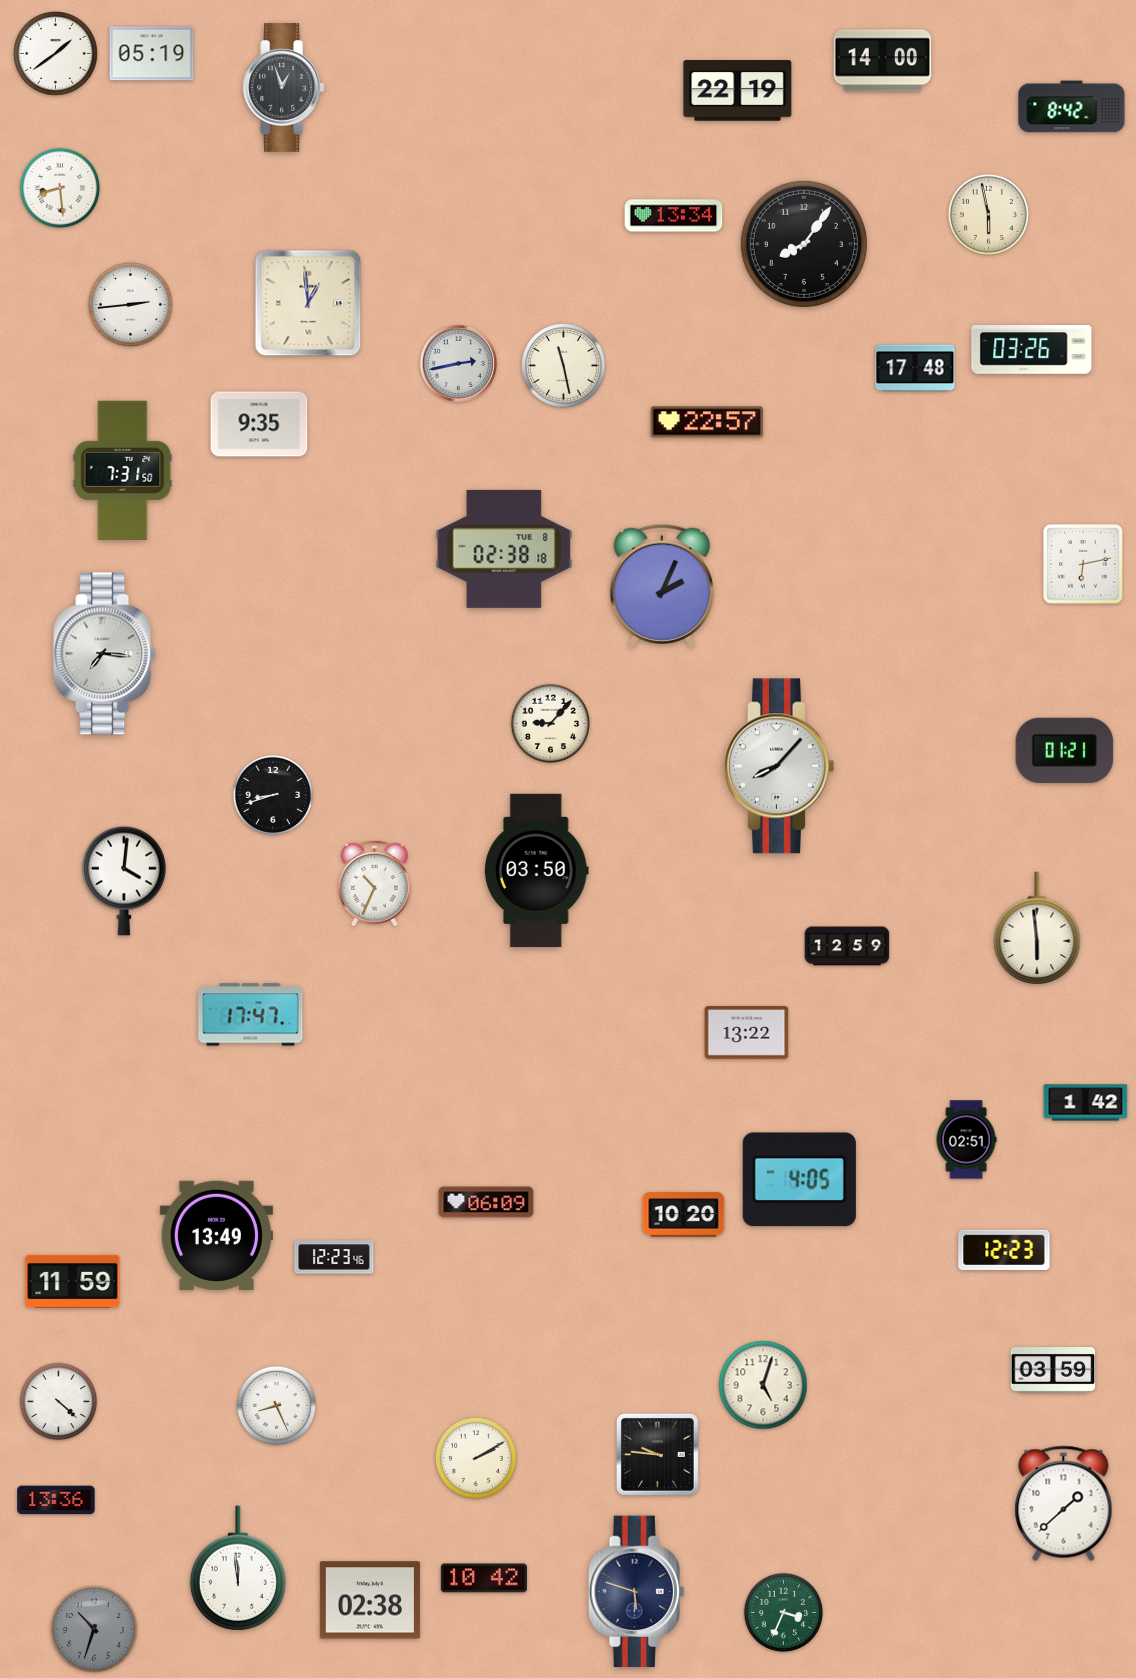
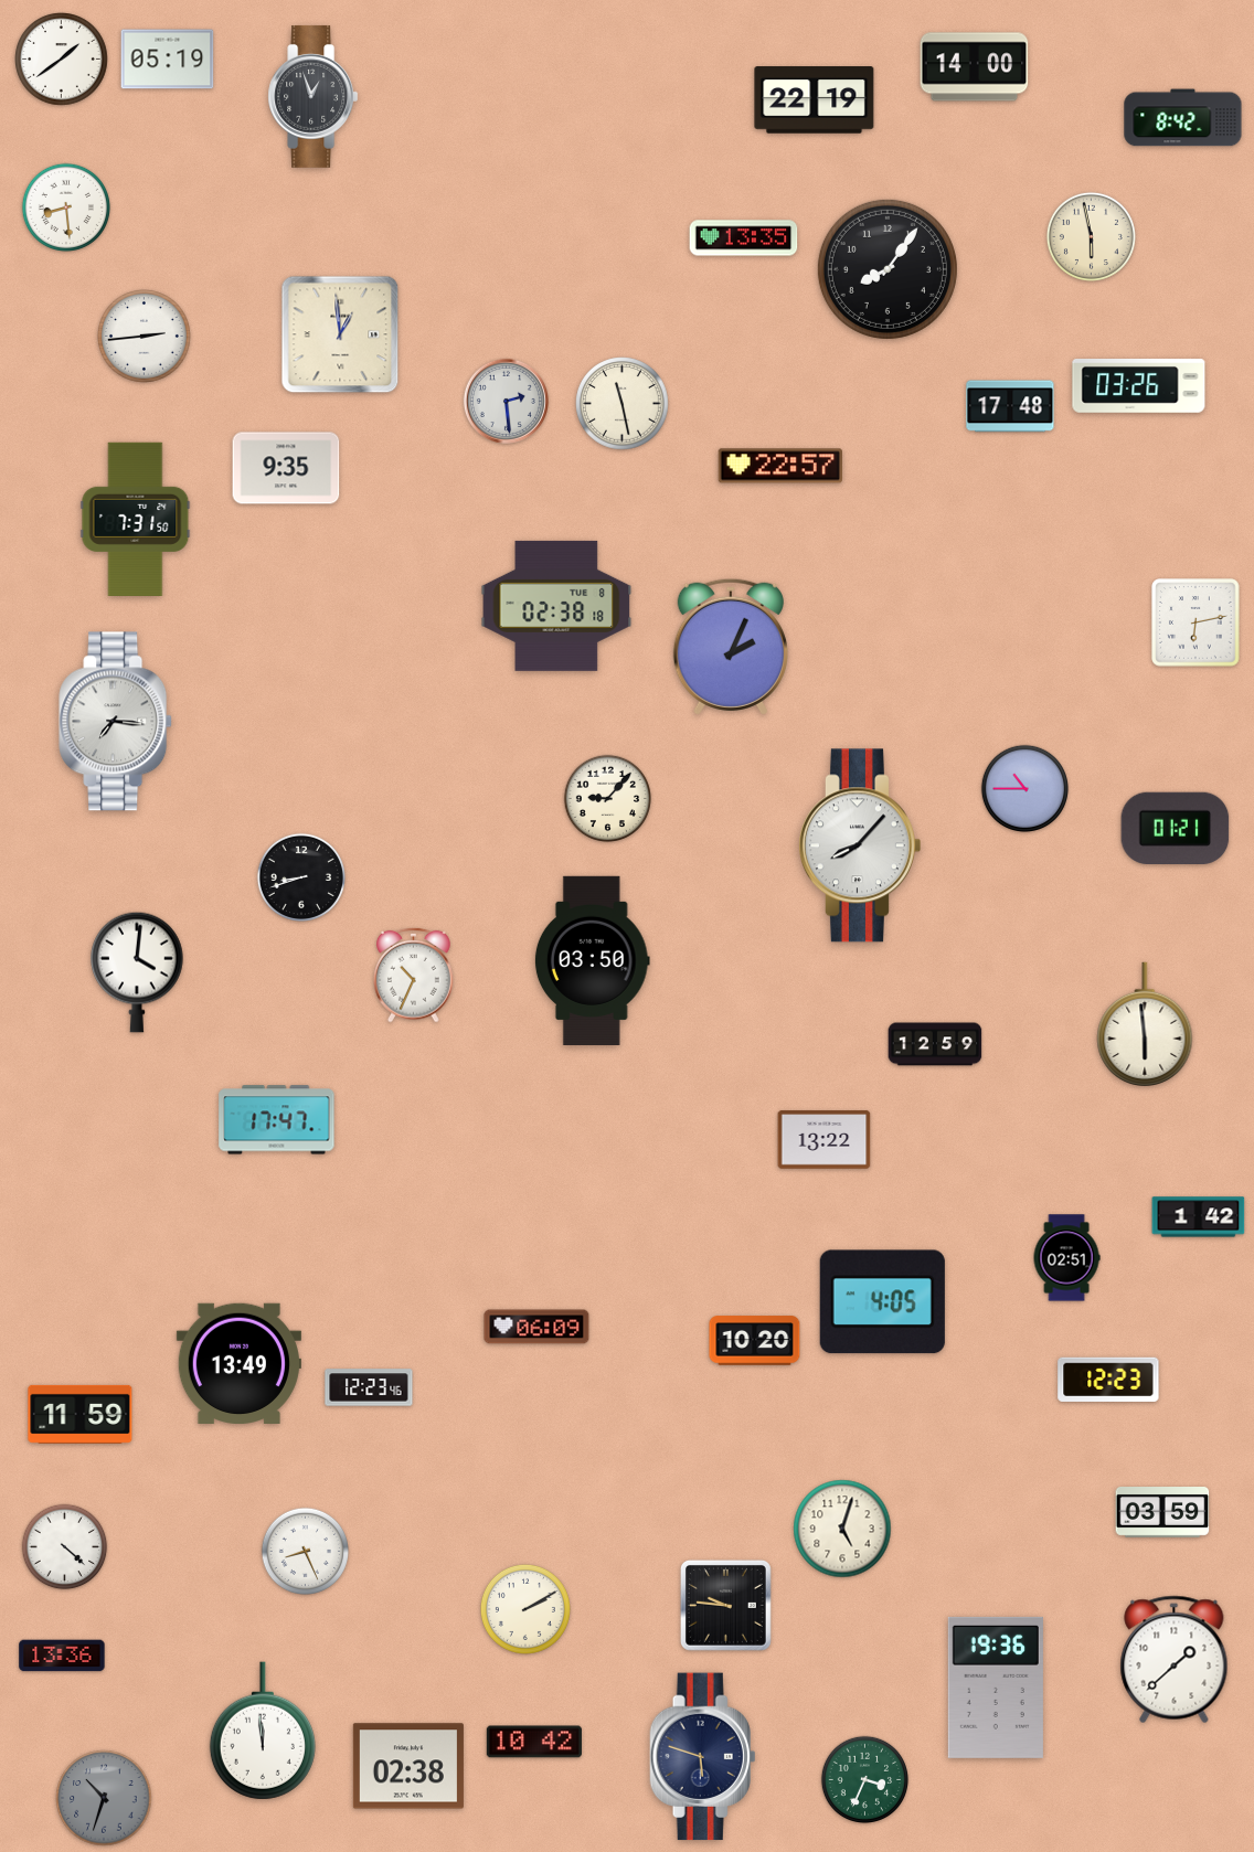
clock at (674, 216): 13:34 -> 13:35
clock at (458, 363): 2:43 -> 2:29
clock at (1025, 789): none -> 10:45
clock at (996, 1688): none -> 19:36
